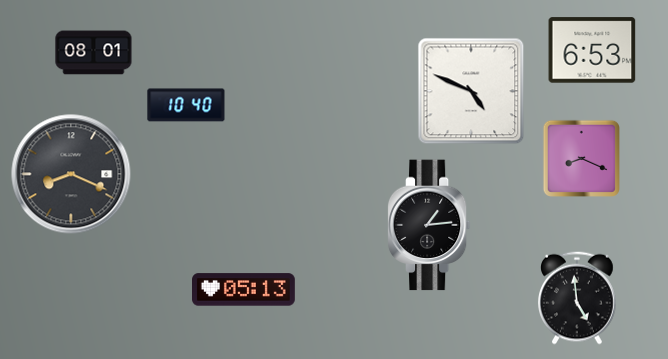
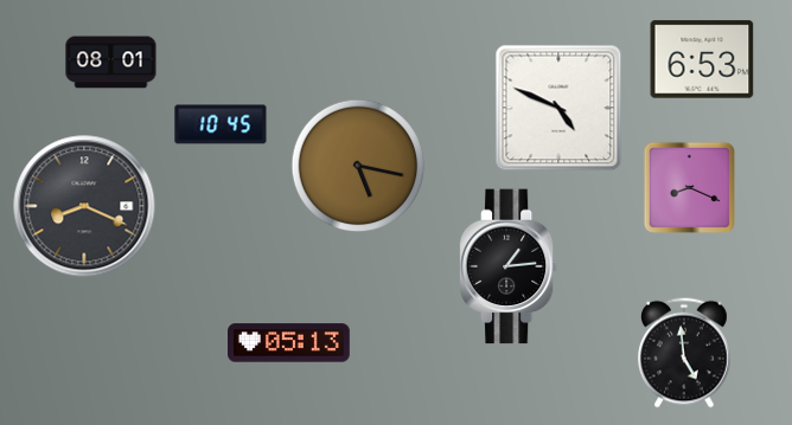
clock at (186, 105): 10:40 -> 10:45
clock at (358, 166): none -> 5:17
